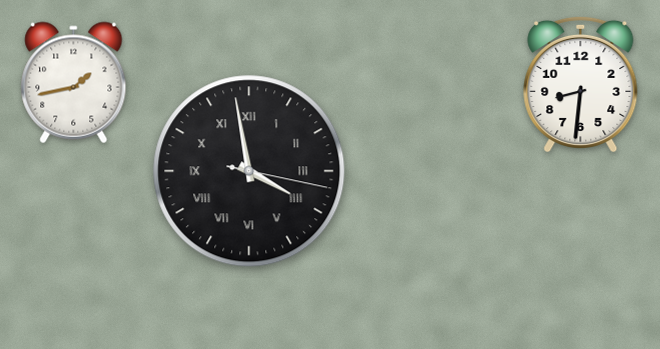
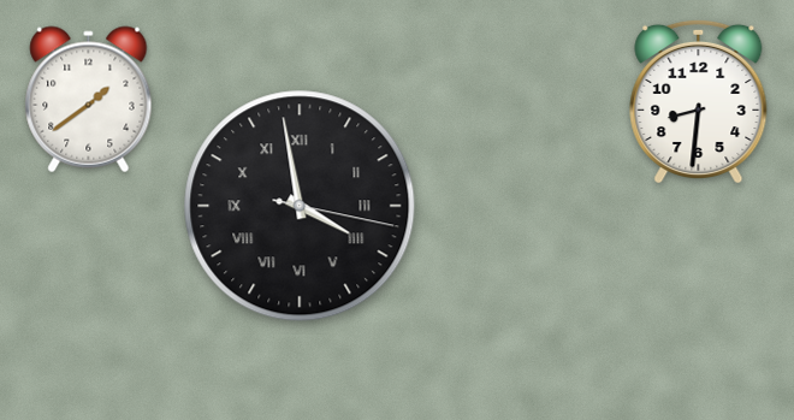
clock at (74, 83): 1:43 -> 1:39
